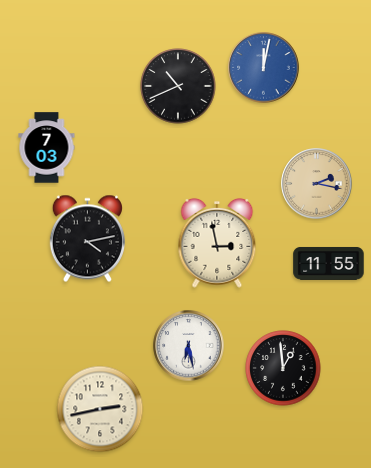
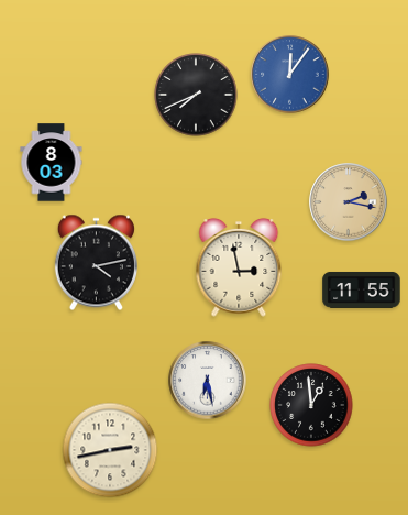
clock at (264, 68): 12:02 -> 12:06
clock at (178, 86): 10:41 -> 7:41
clock at (47, 148): 7:03 -> 8:03
